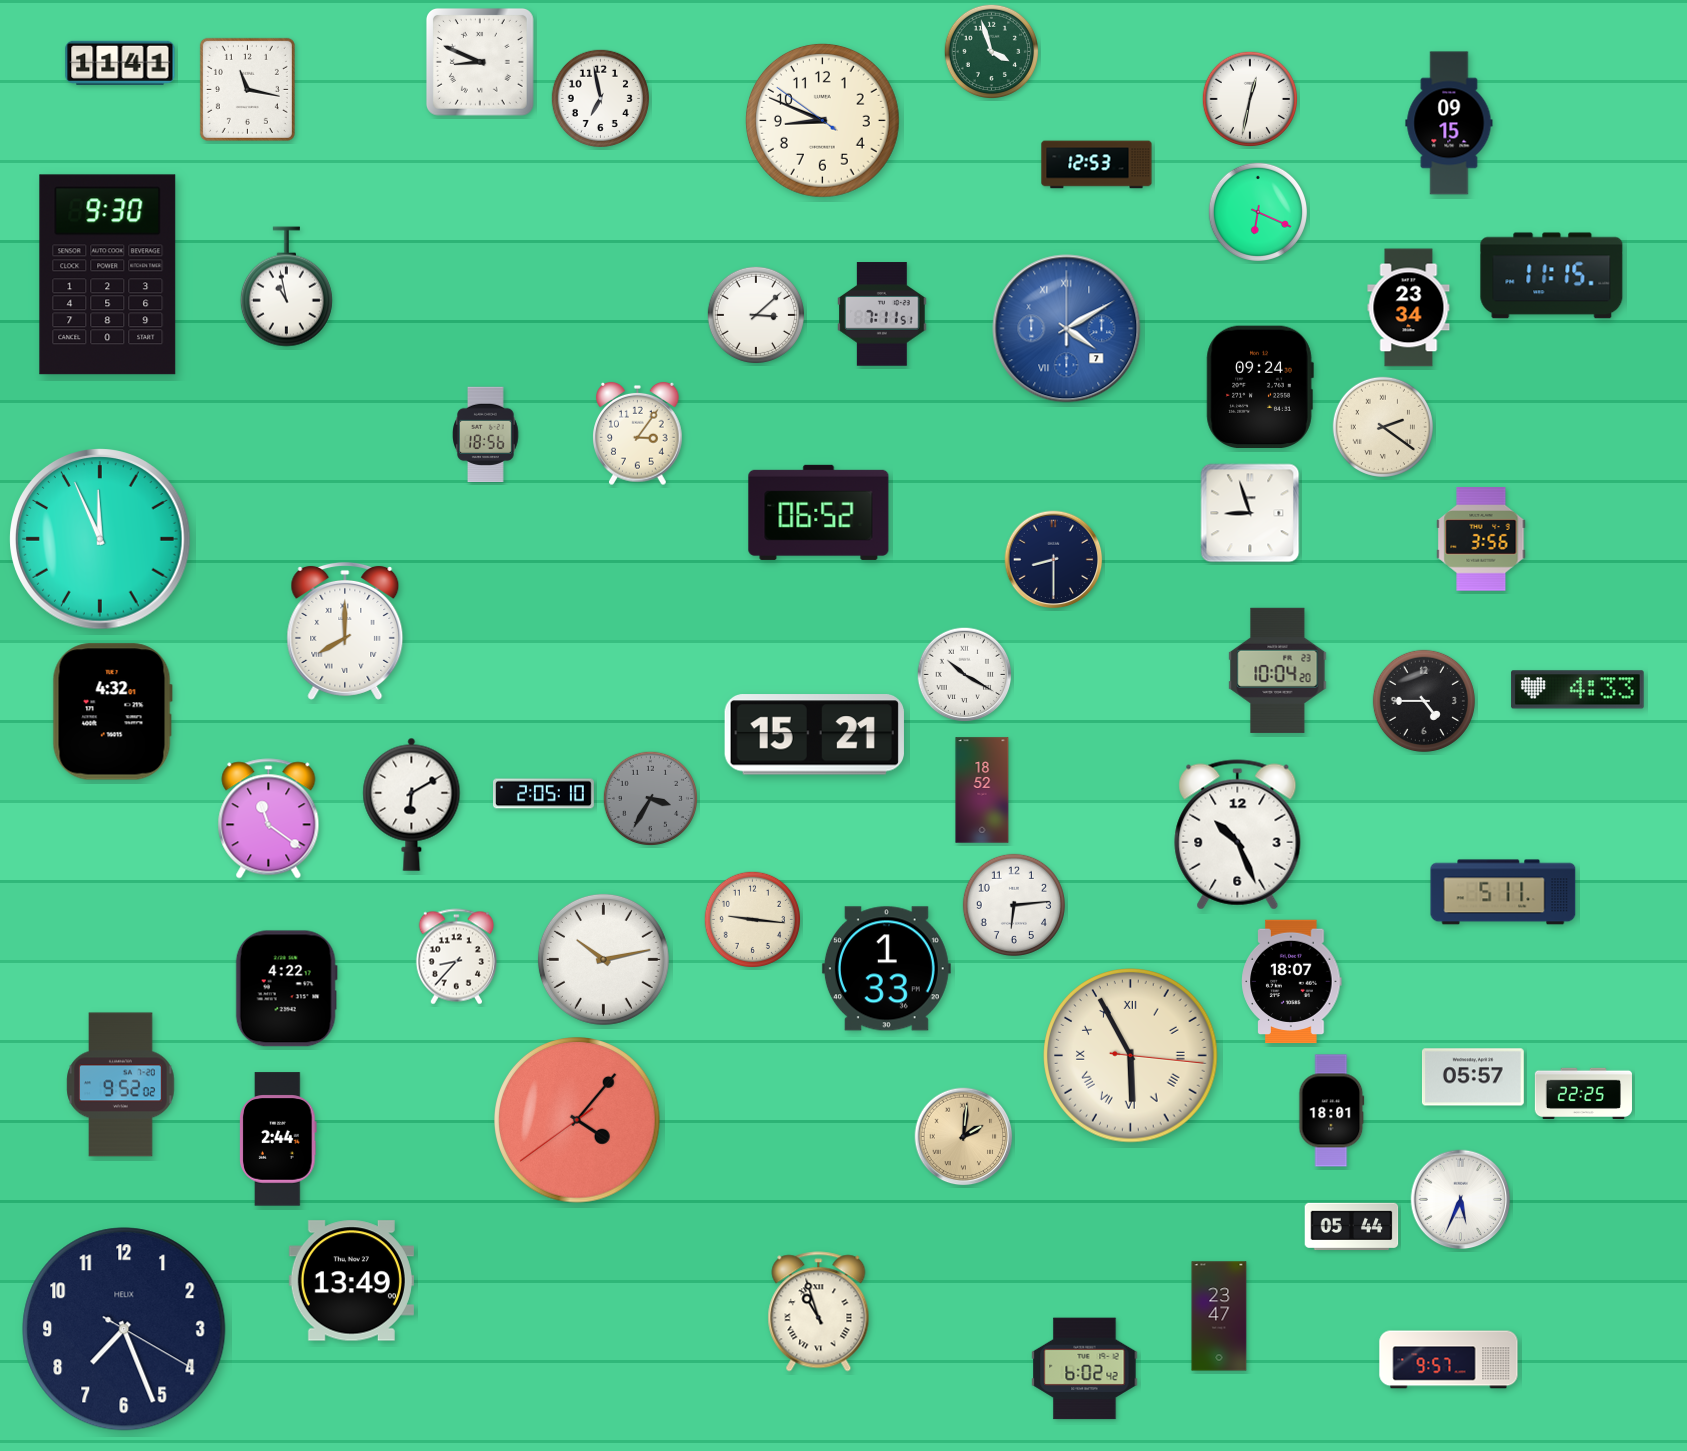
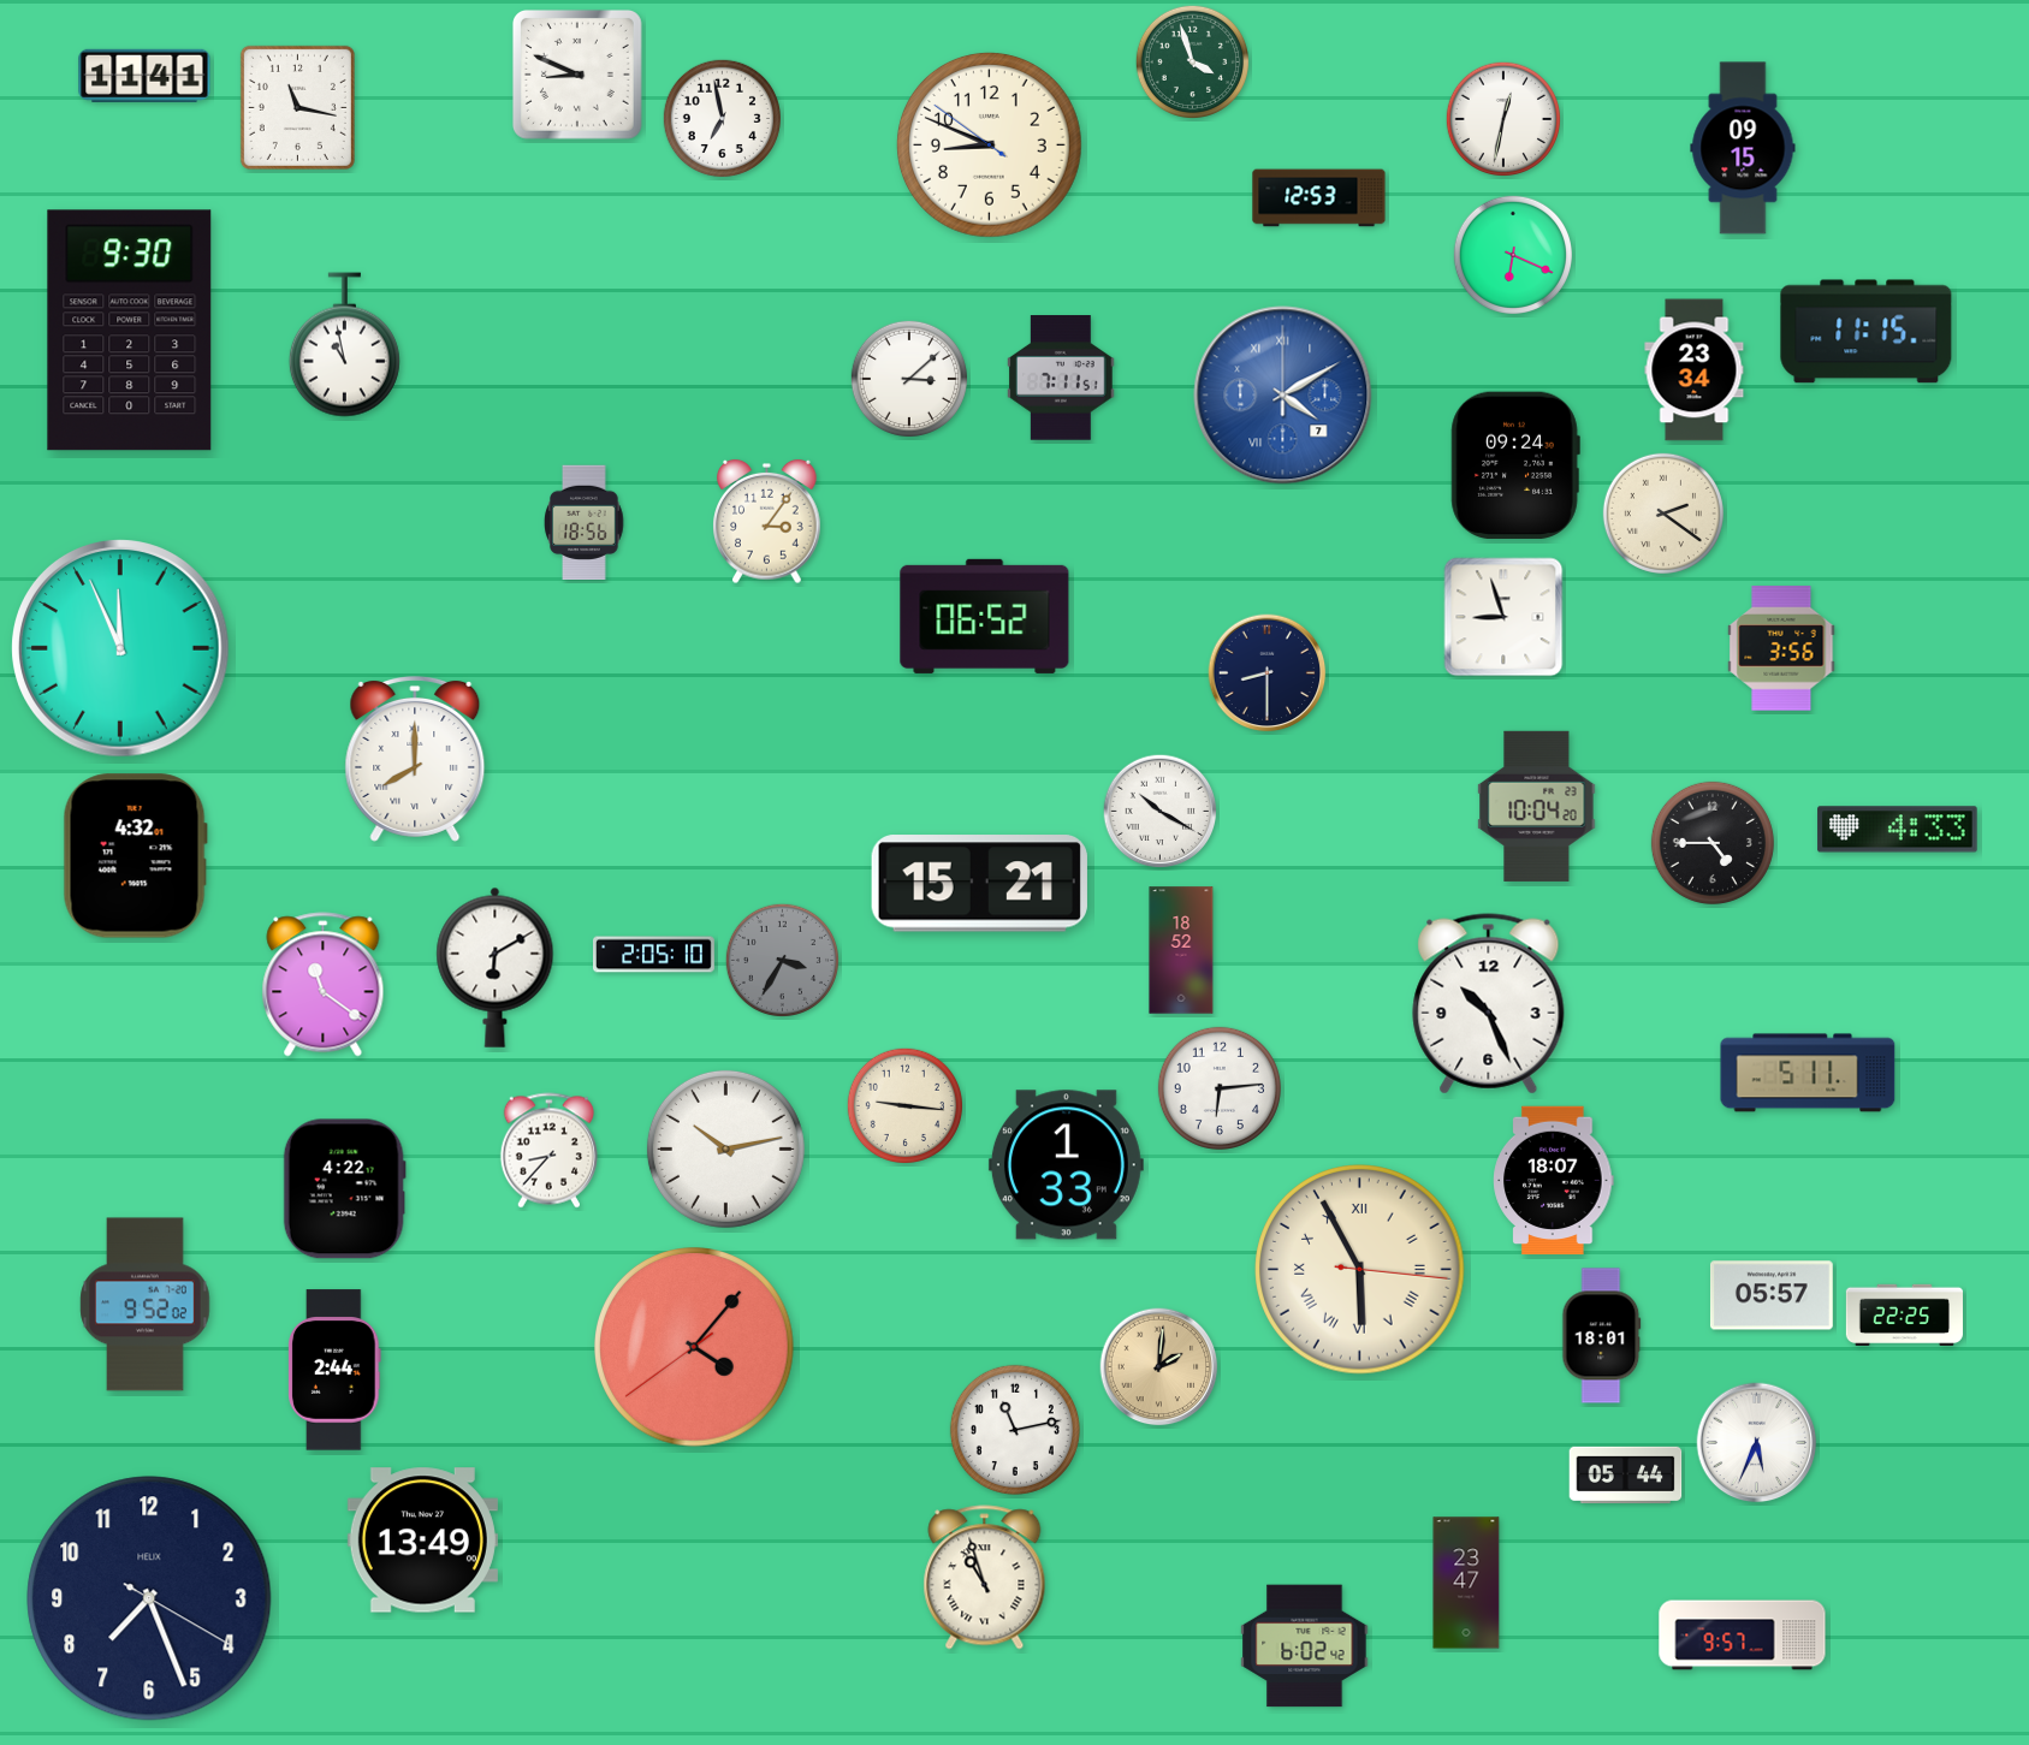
clock at (603, 959) position: (603, 959) -> (725, 1149)
clock at (1015, 1430): none -> 11:13
